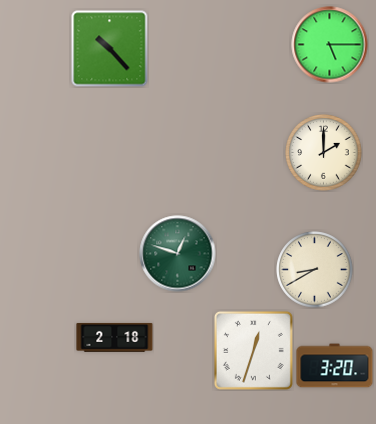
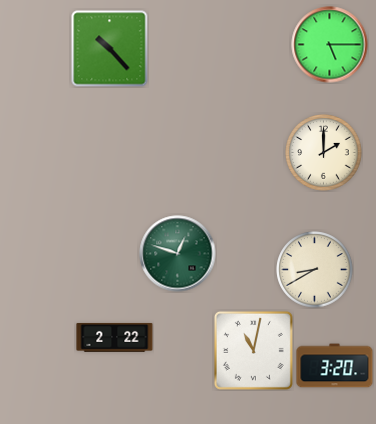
clock at (115, 337): 2:18 -> 2:22
clock at (253, 350): 12:33 -> 11:02
